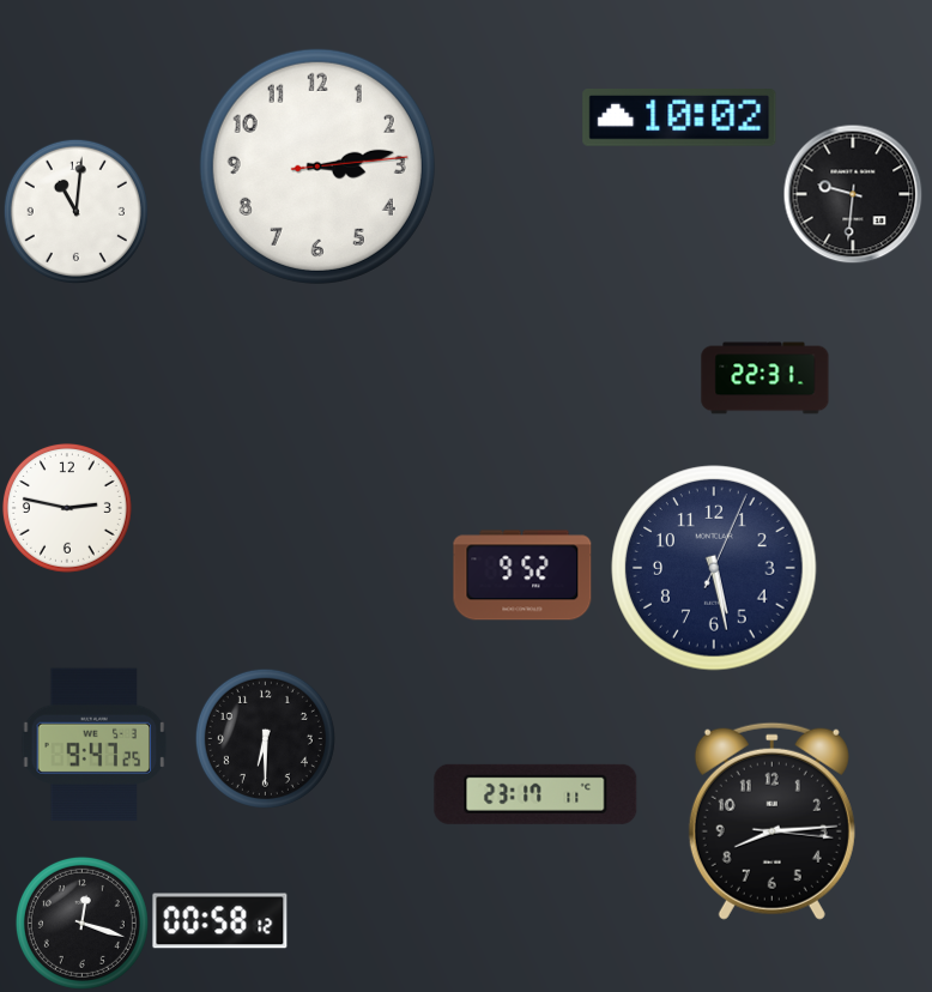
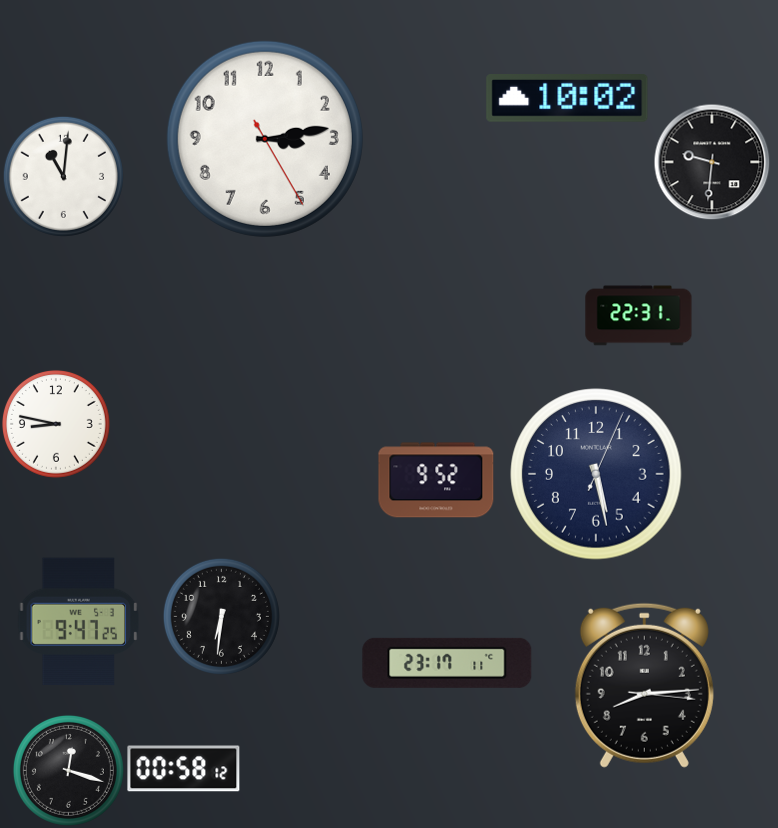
clock at (317, 167): 3:13:14 -> 3:13:25
clock at (67, 508): 2:47 -> 8:47
clock at (265, 738): 6:30 -> 6:31
